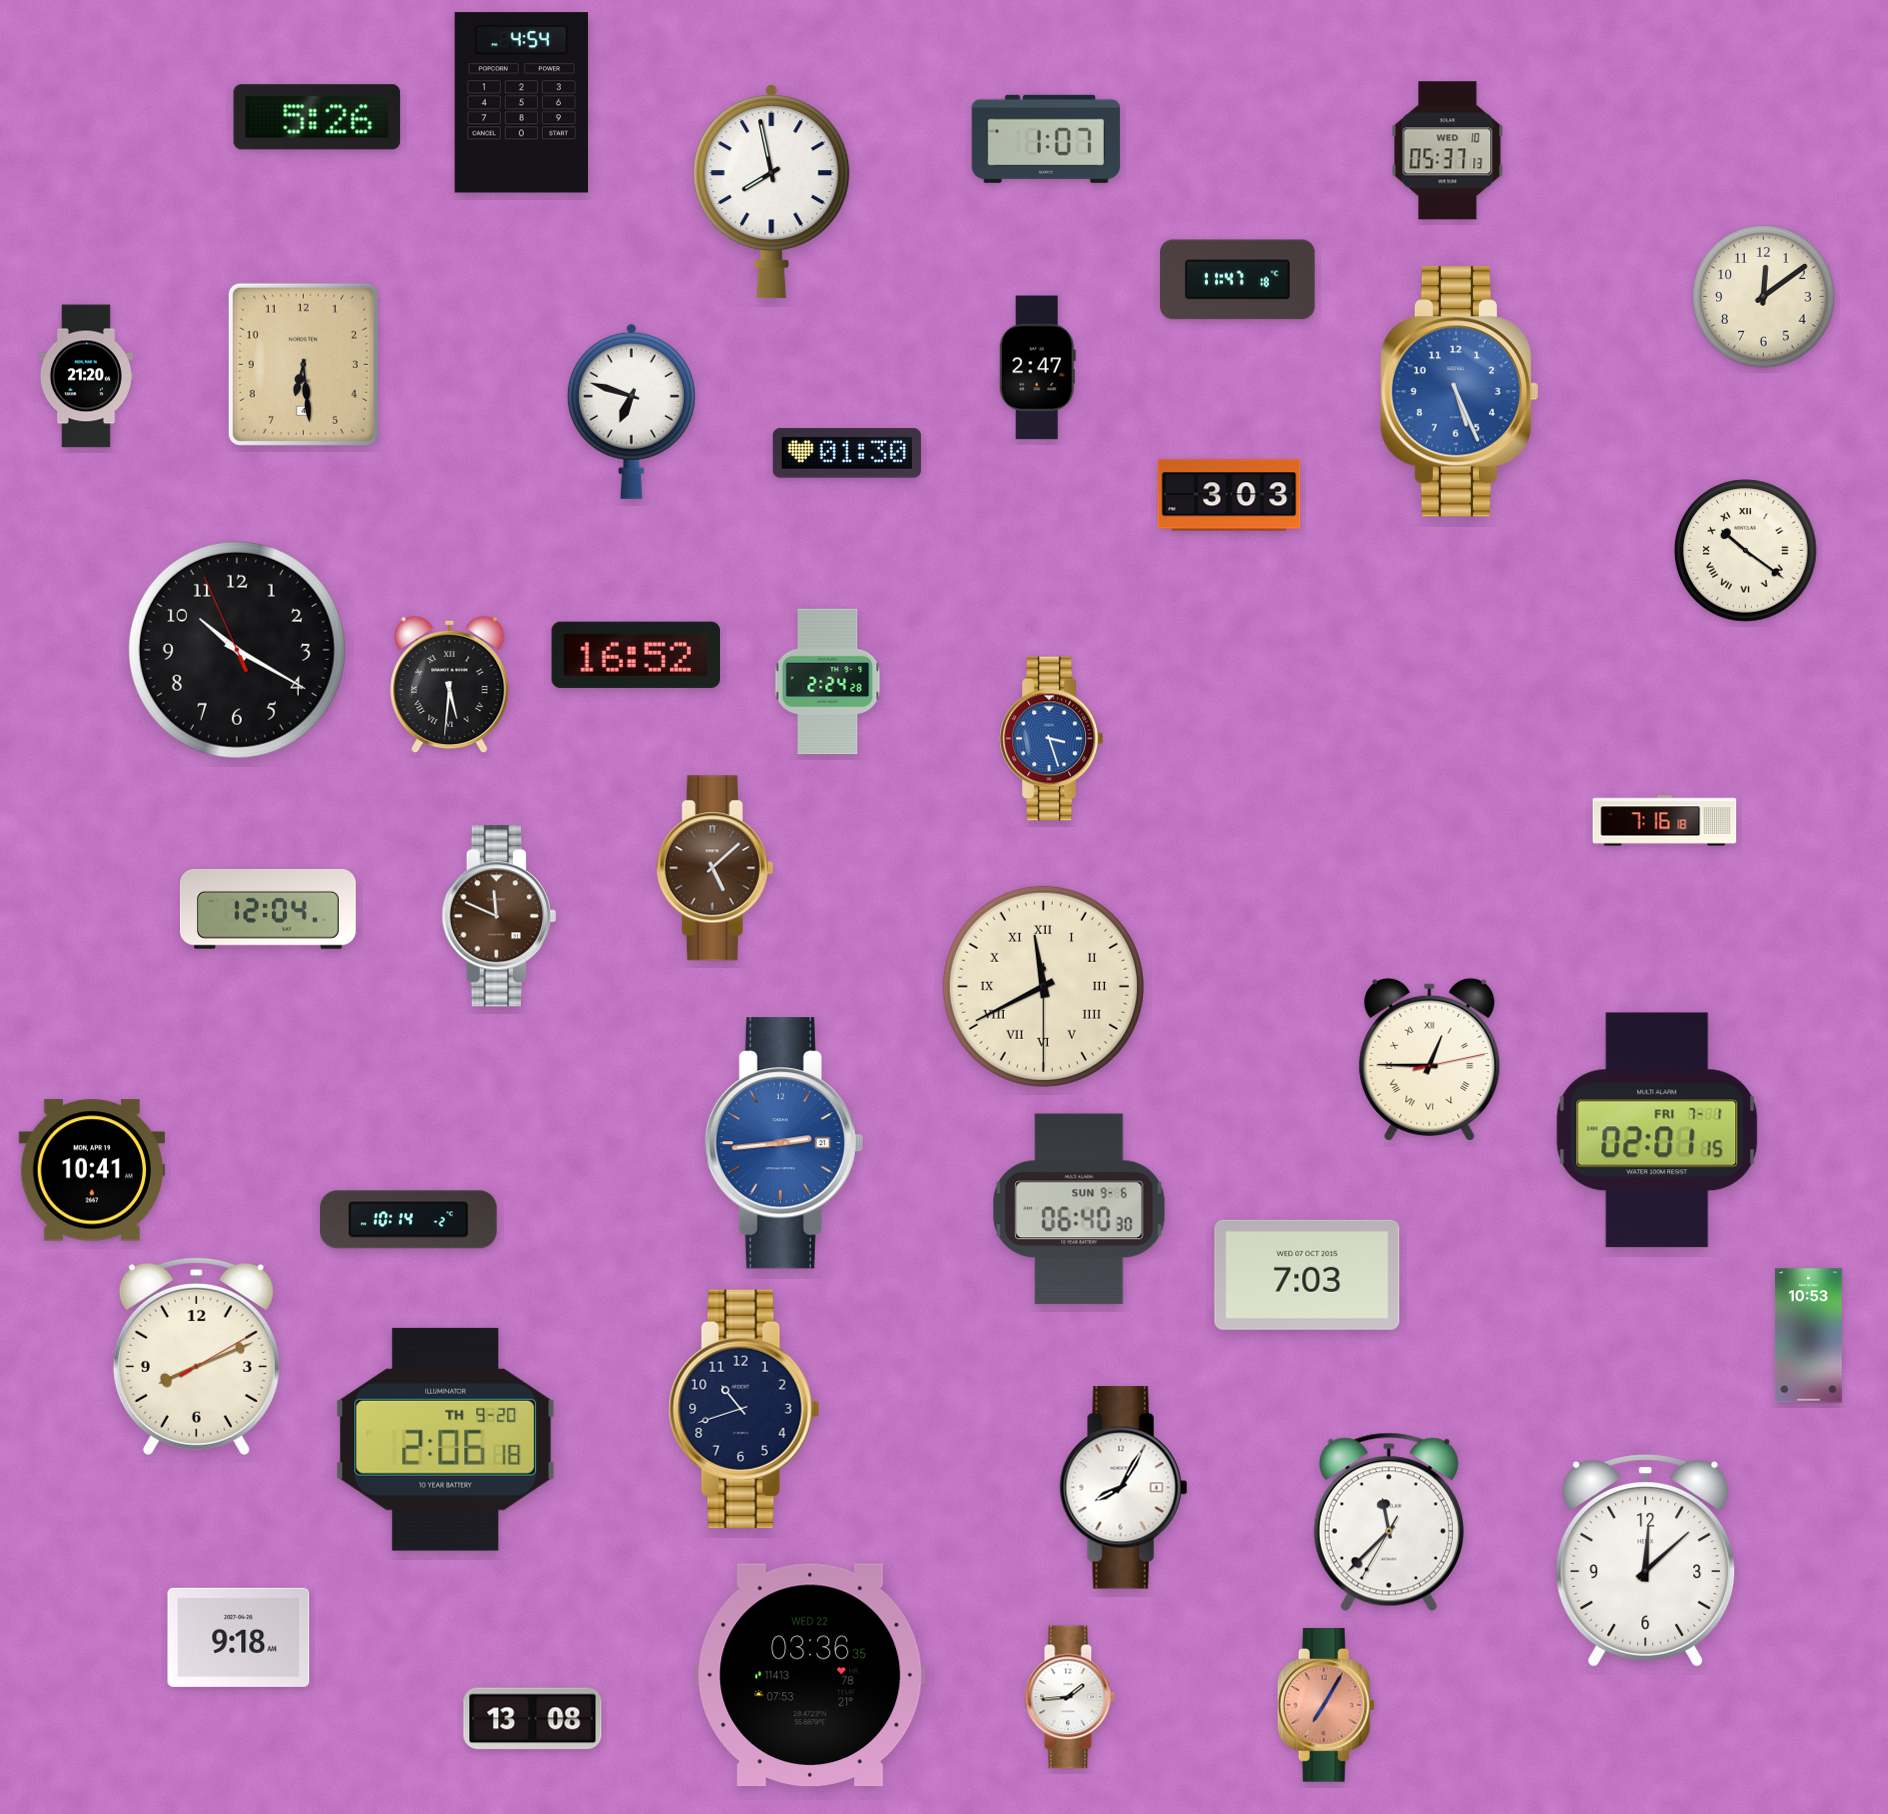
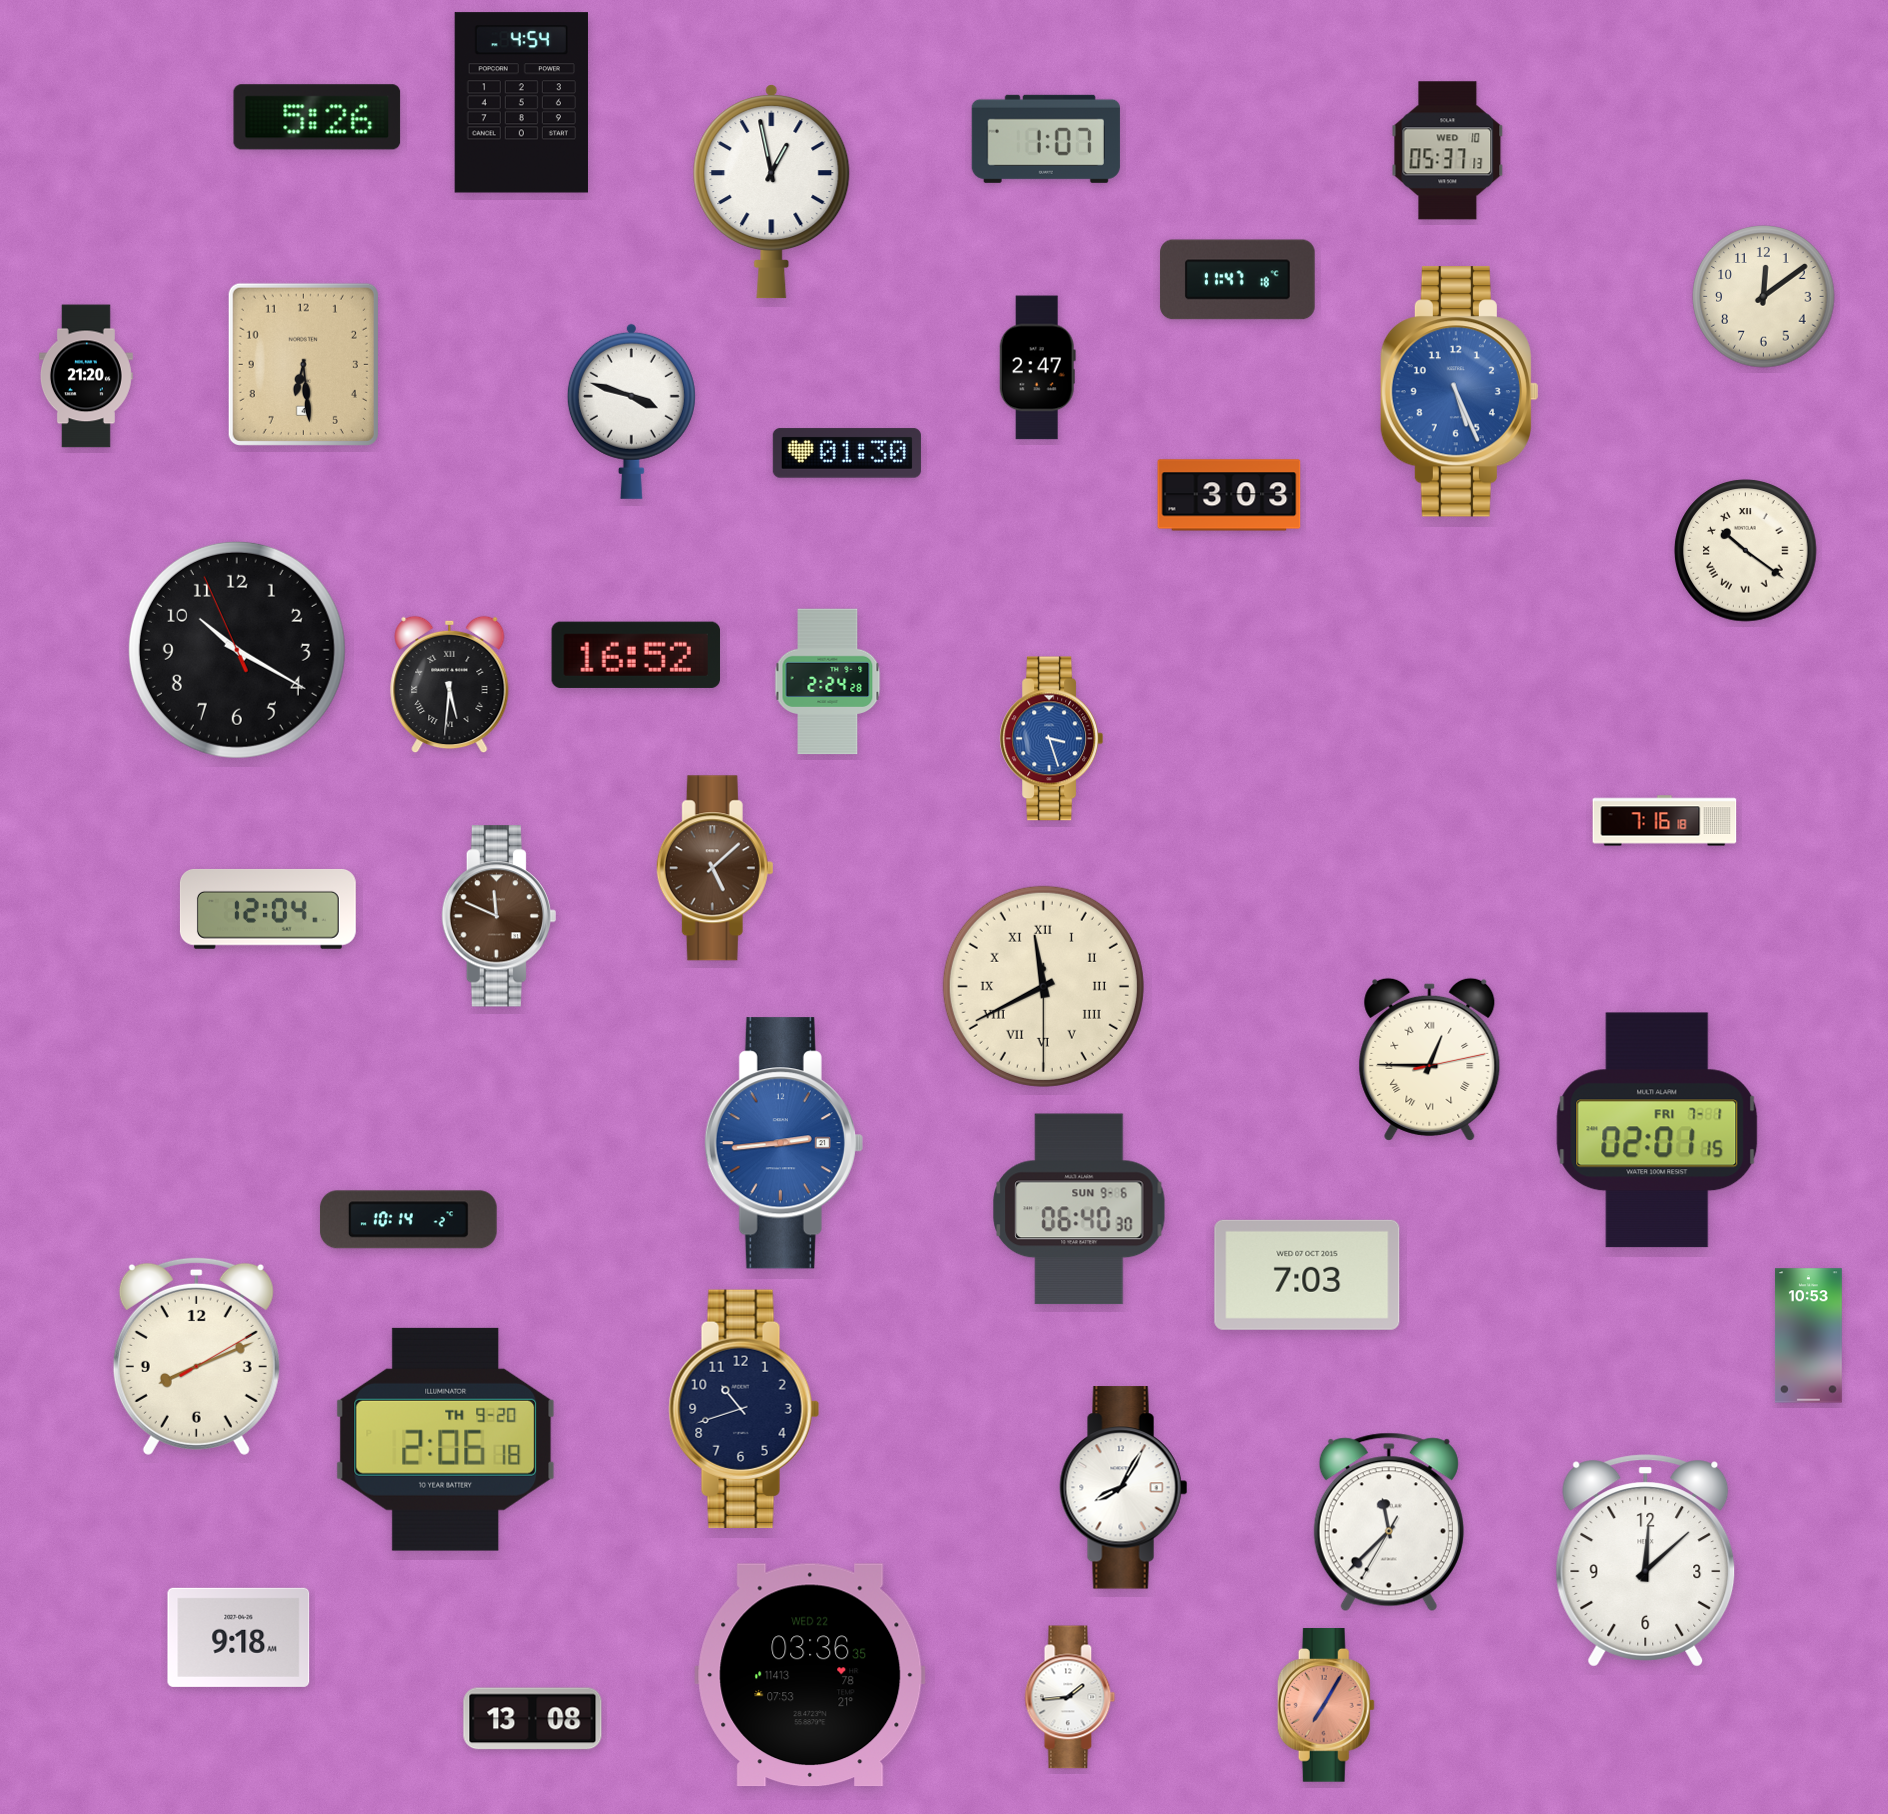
clock at (772, 192): 7:58 -> 12:58
clock at (631, 411): 6:48 -> 3:48
clock at (92, 1170): 10:41 -> none
